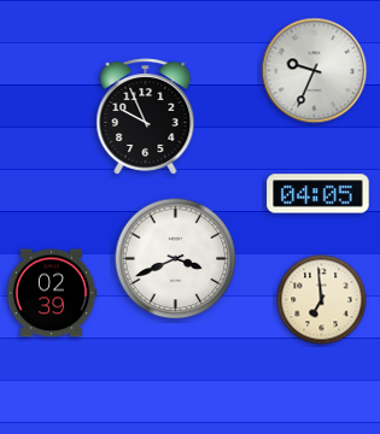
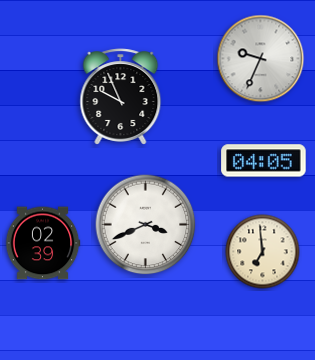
clock at (176, 259) position: (176, 259) -> (146, 225)
clock at (322, 300) position: (322, 300) -> (263, 252)
